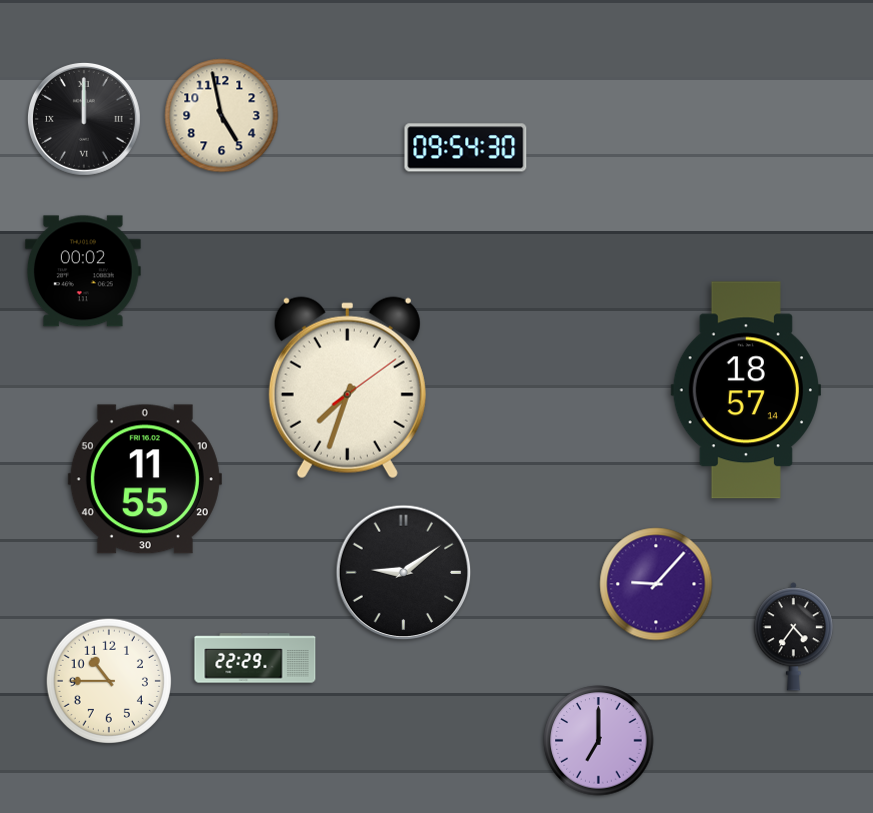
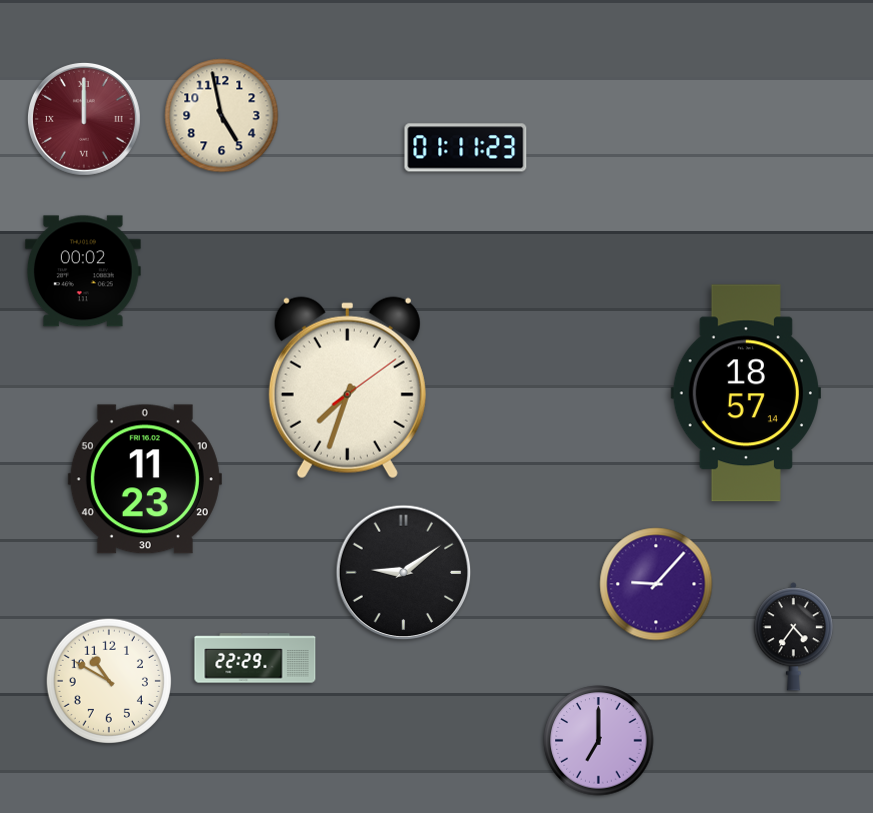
clock at (84, 119) dial: black -> burgundy
clock at (466, 148): 09:54 -> 01:11
clock at (746, 390) position: (746, 390) -> (746, 393)
clock at (145, 479): 11:55 -> 11:23
clock at (108, 680): 10:45 -> 10:50
